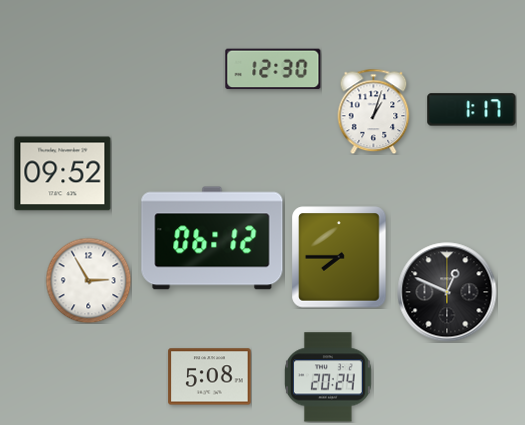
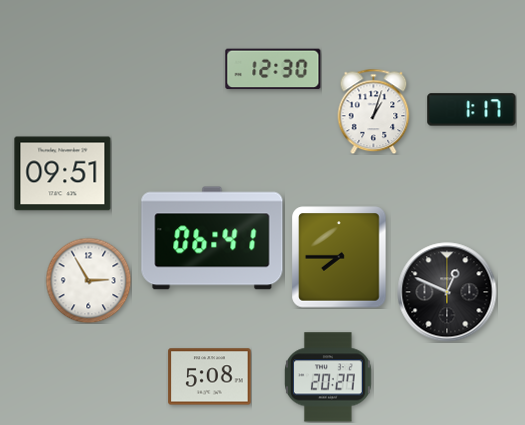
clock at (63, 174): 09:52 -> 09:51
clock at (212, 238): 06:12 -> 06:41
clock at (329, 377): 20:24 -> 20:27
